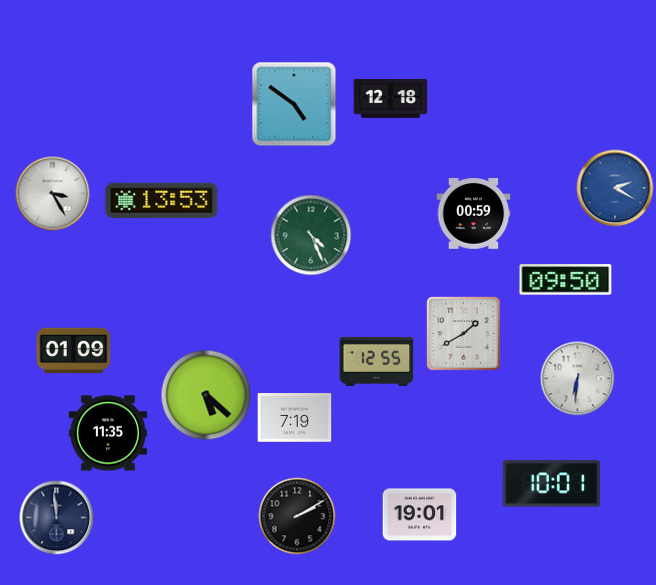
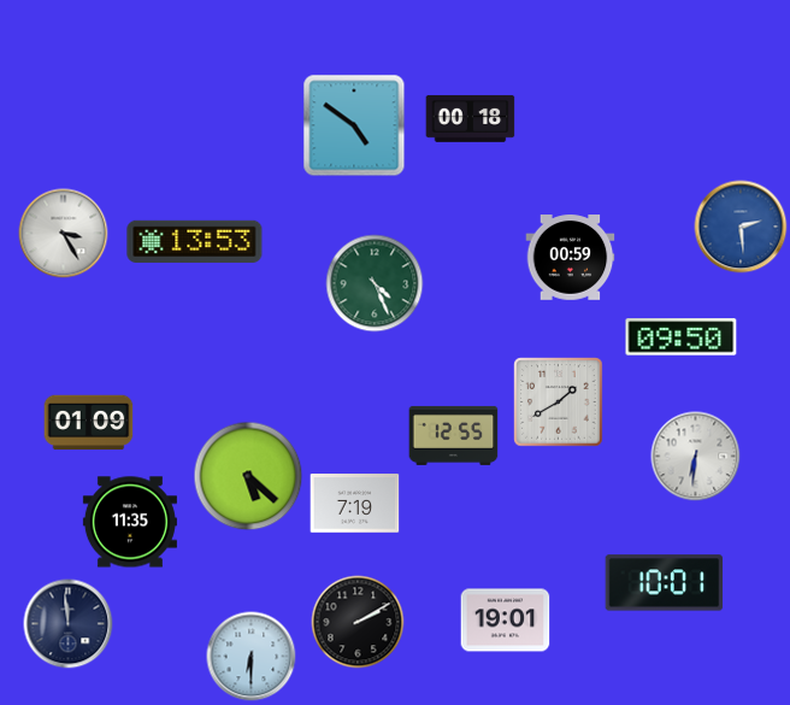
clock at (391, 98): 12:18 -> 00:18
clock at (615, 188): 2:20 -> 2:29
clock at (252, 657): none -> 6:30
